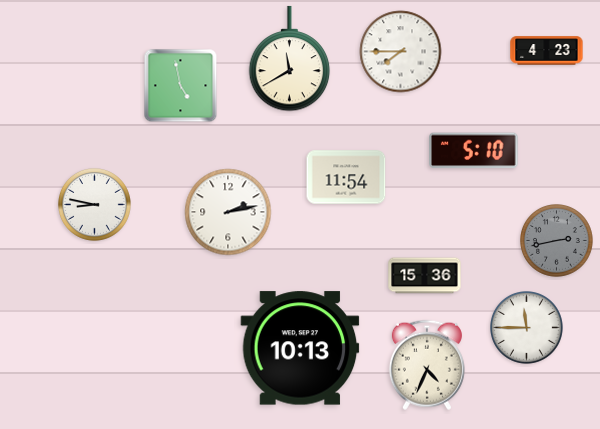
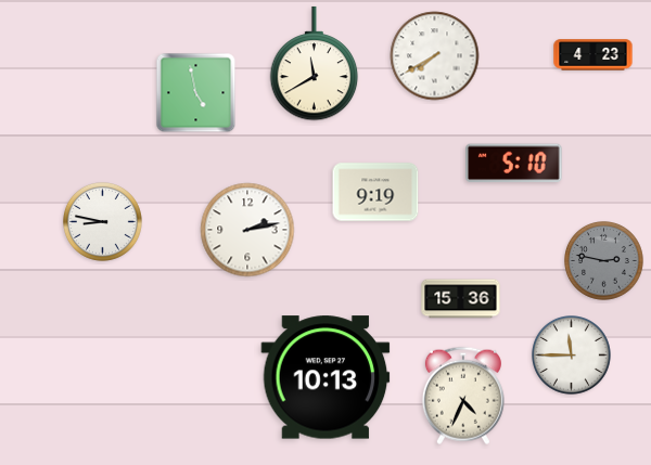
clock at (401, 52): 7:45 -> 7:40
clock at (346, 177): 11:54 -> 9:19
clock at (557, 241): 2:43 -> 2:47
